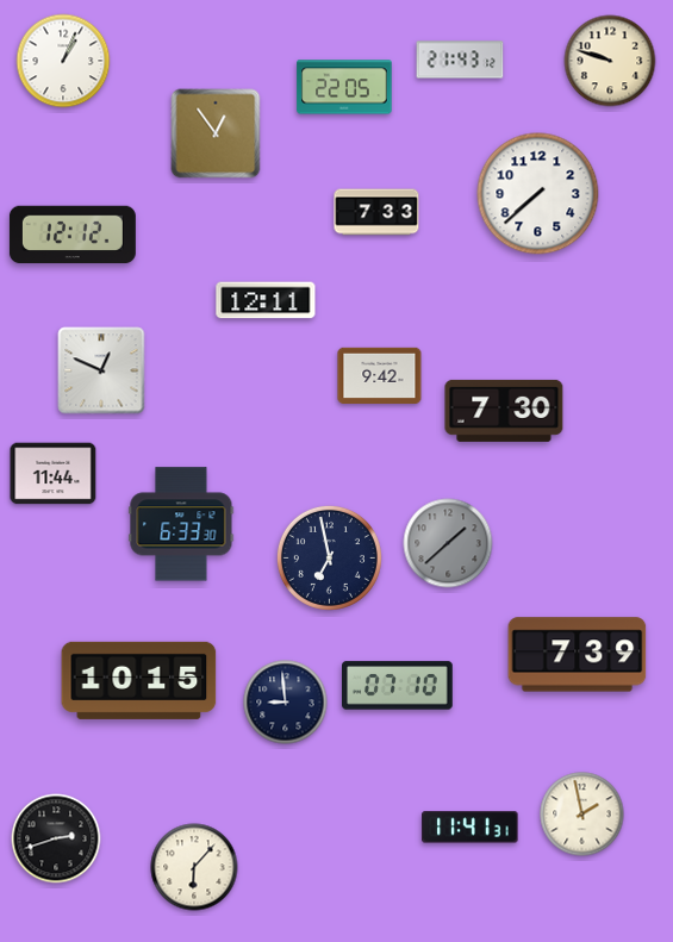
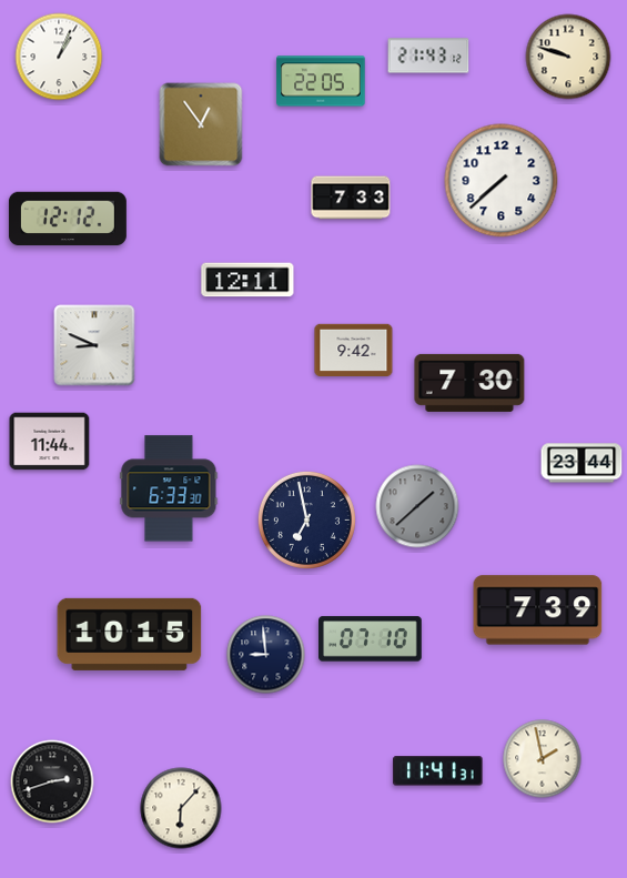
clock at (101, 370): 12:49 -> 8:49
clock at (582, 463): none -> 23:44
